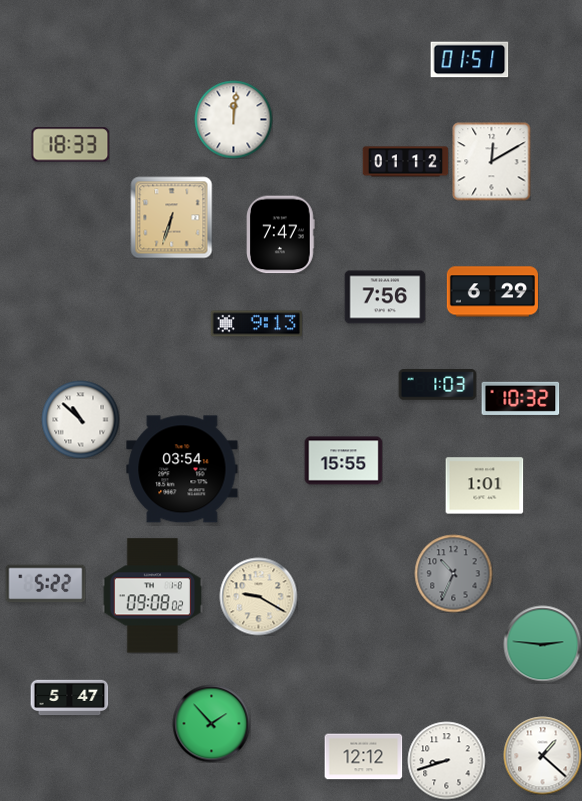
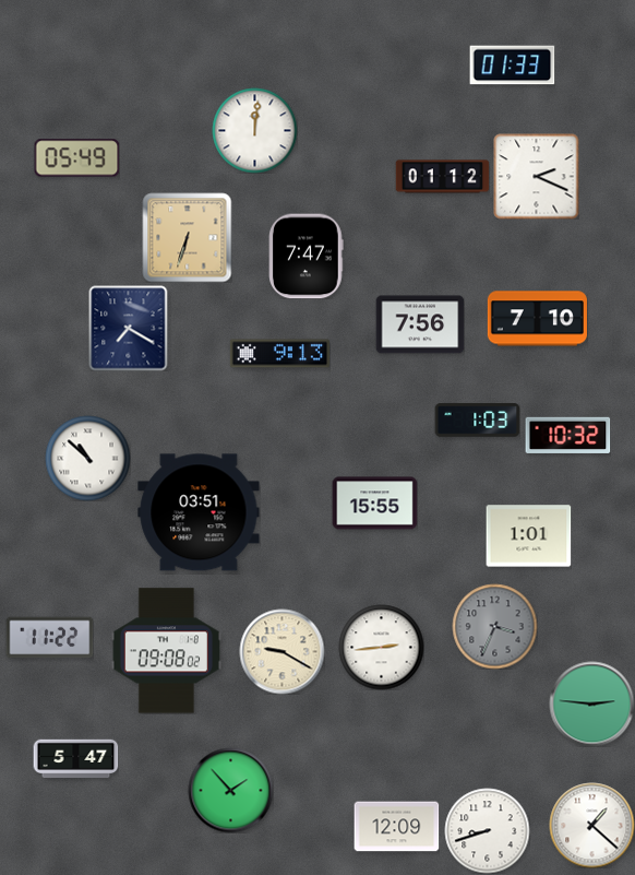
clock at (469, 60): 01:51 -> 01:33
clock at (70, 145): 18:33 -> 05:49
clock at (491, 161): 12:10 -> 2:19
clock at (492, 292): 6:29 -> 7:10
clock at (129, 328): none -> 7:20
clock at (182, 469): 03:54 -> 03:51
clock at (484, 486) position: (484, 486) -> (528, 536)
clock at (453, 573): 10:34 -> 3:34
clock at (45, 584): 5:22 -> 11:22
clock at (381, 647): none -> 2:44
clock at (69, 698) position: (69, 698) -> (75, 759)
clock at (363, 757): 12:12 -> 12:09
